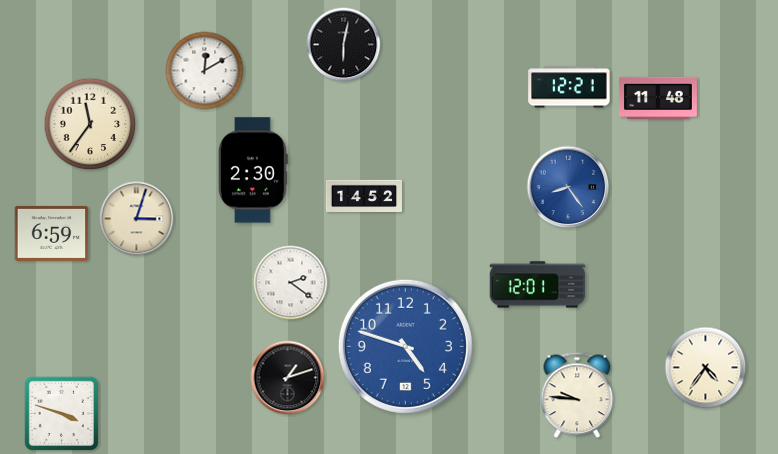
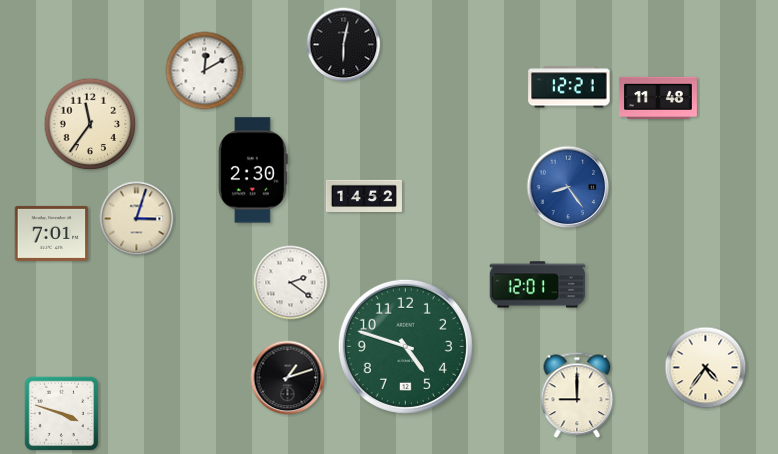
clock at (52, 233): 6:59 -> 7:01
clock at (405, 346) dial: blue -> green
clock at (577, 395): 9:46 -> 9:00
